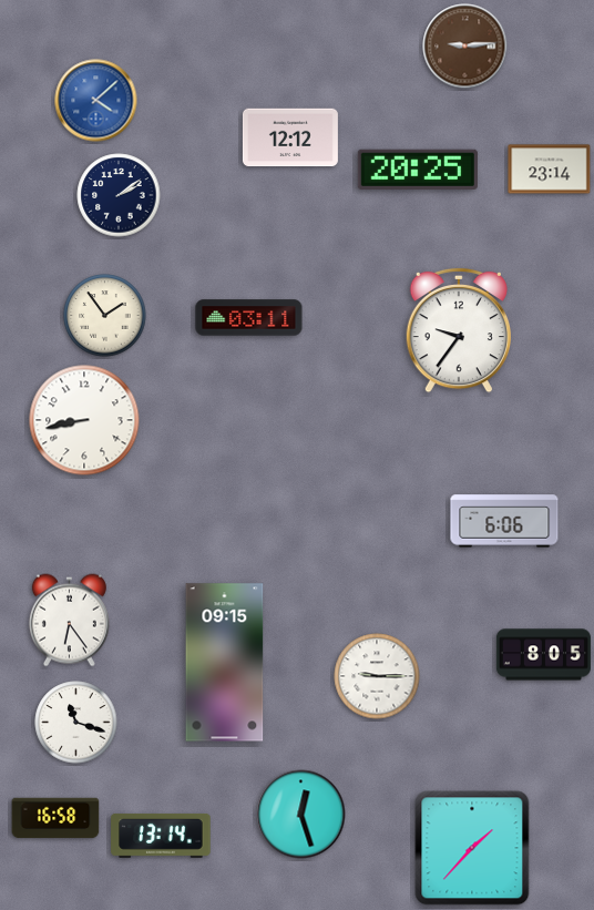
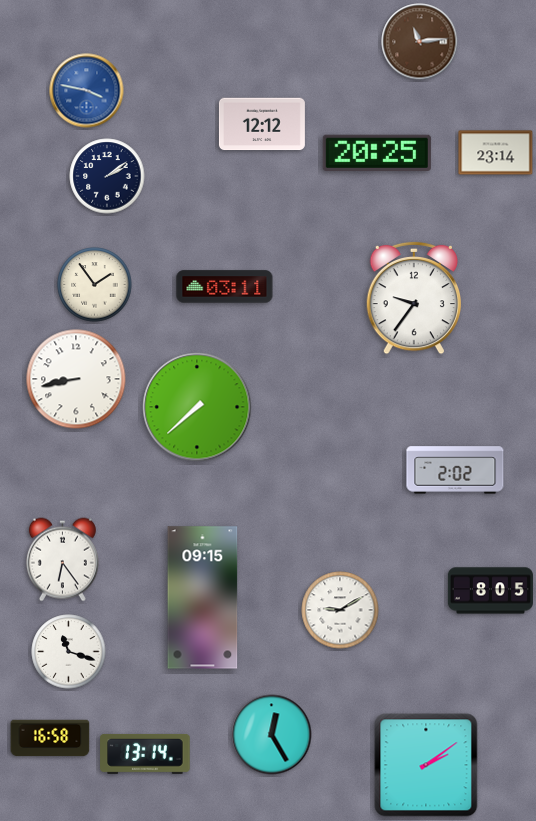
clock at (465, 47): 9:14 -> 11:14
clock at (96, 101): 4:08 -> 3:47
clock at (197, 407): none -> 7:38
clock at (504, 521): 6:06 -> 2:02
clock at (377, 676): 9:15 -> 9:10
clock at (301, 815): 12:27 -> 12:25
clock at (472, 848): 1:37 -> 2:09
